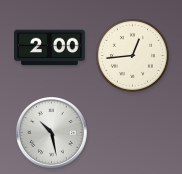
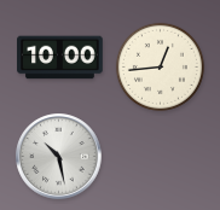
clock at (50, 48): 2:00 -> 10:00
clock at (52, 133) position: (52, 133) -> (59, 157)
